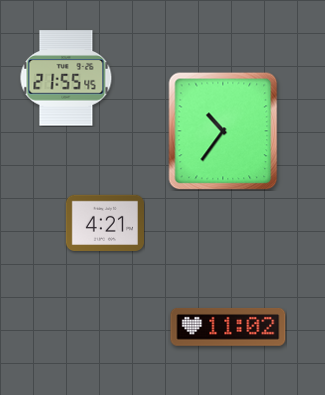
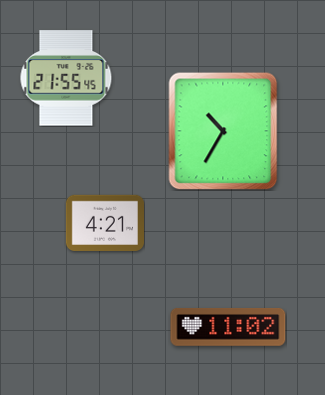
clock at (223, 131): 10:36 -> 10:35
